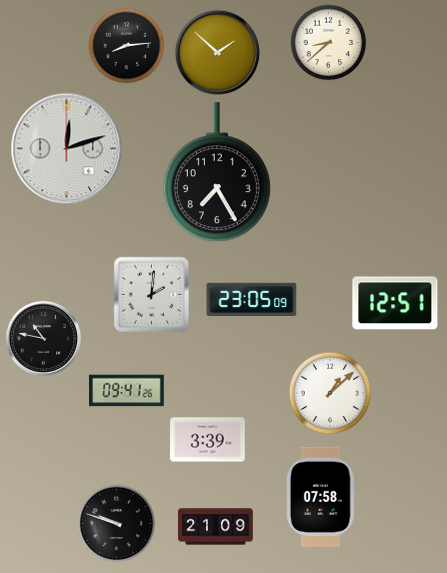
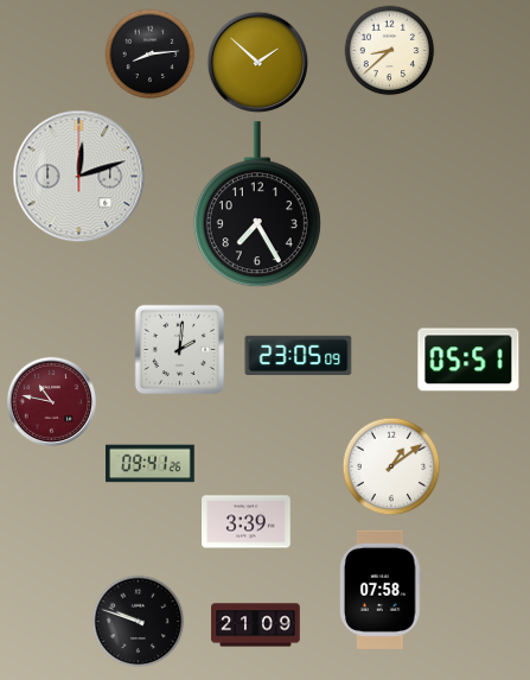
clock at (395, 303): 12:51 -> 05:51
clock at (43, 338) dial: black -> burgundy
clock at (330, 393): 1:08 -> 1:09
